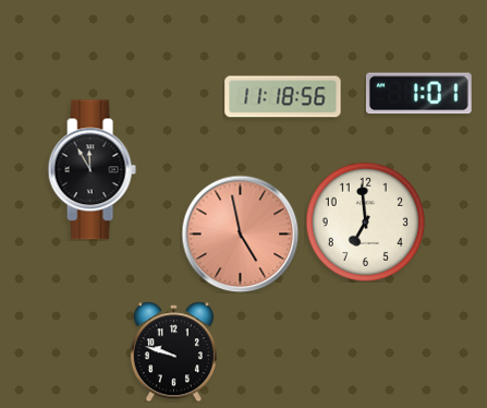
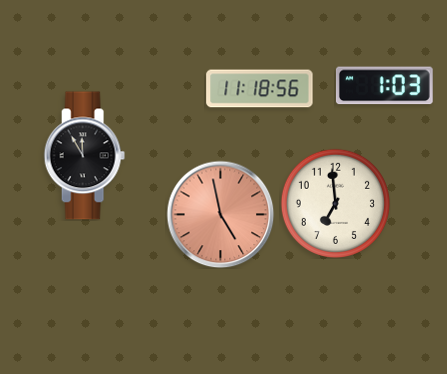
clock at (418, 94): 1:01 -> 1:03
clock at (173, 351): 9:48 -> none
